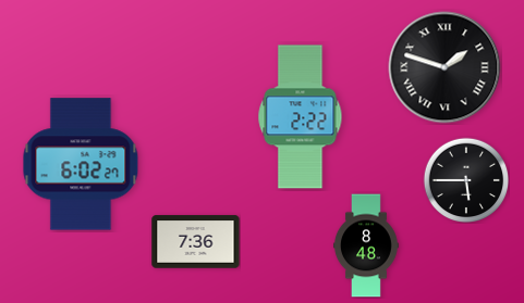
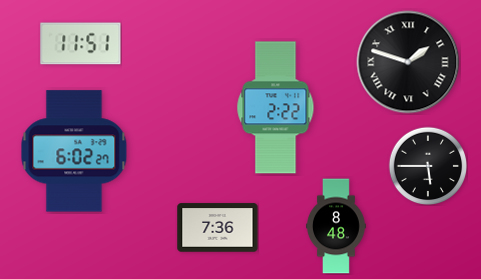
clock at (81, 44): none -> 11:51
clock at (196, 242) position: (196, 242) -> (218, 228)
